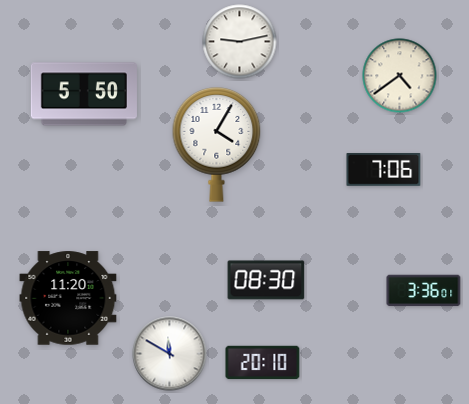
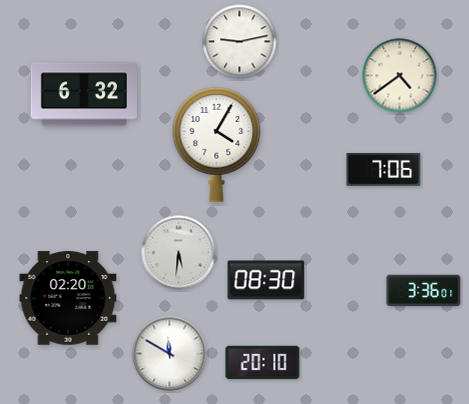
clock at (84, 94): 5:50 -> 6:32
clock at (179, 253): none -> 5:31
clock at (68, 298): 11:20 -> 02:20
